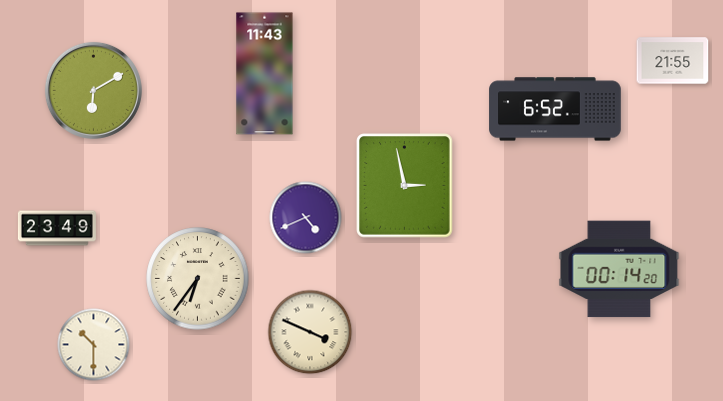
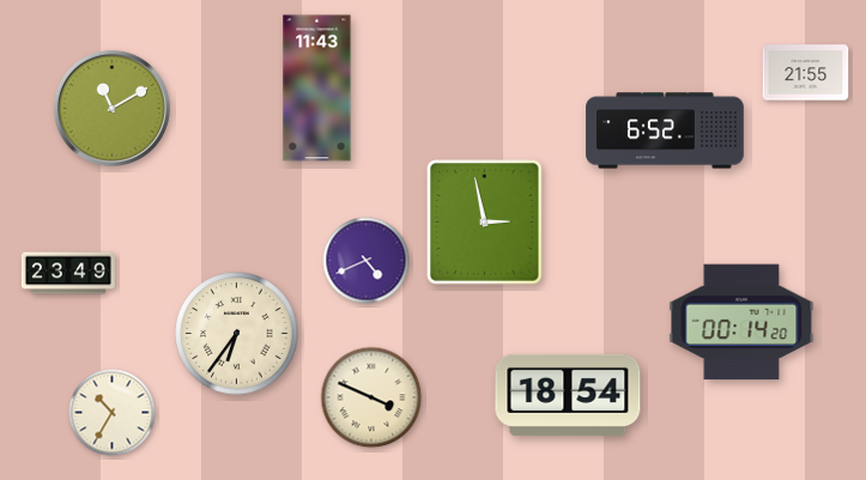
clock at (93, 90): 6:10 -> 11:10
clock at (568, 395): none -> 18:54
clock at (94, 345): 10:30 -> 10:35
